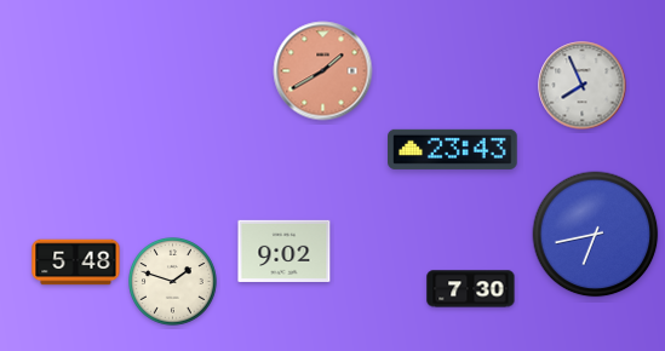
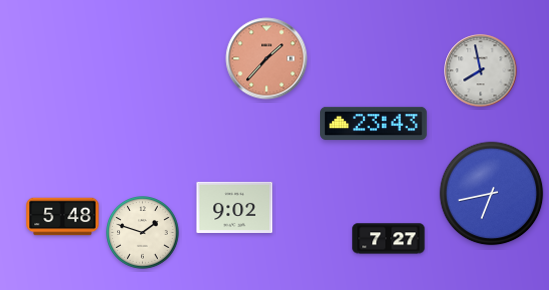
clock at (323, 71): 1:40 -> 1:37
clock at (583, 86): 7:56 -> 7:58
clock at (471, 289): 7:30 -> 7:27
